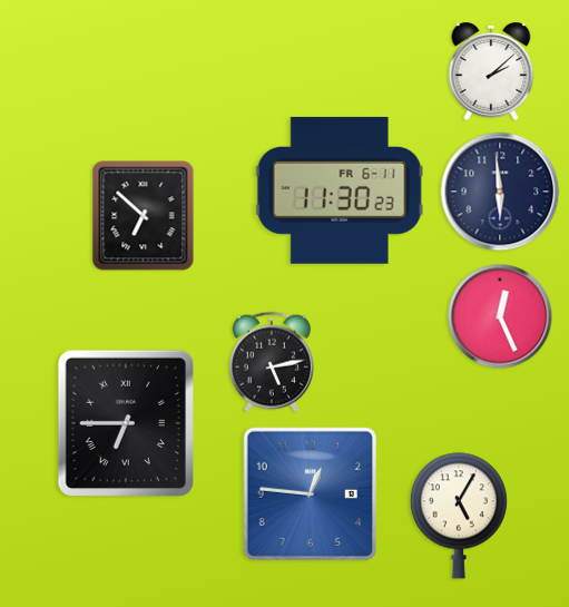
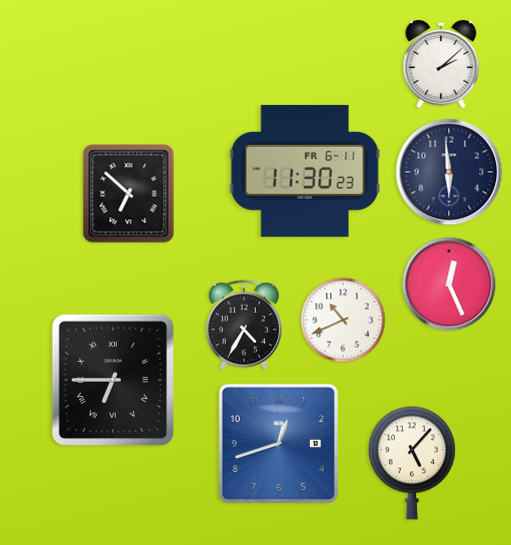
clock at (343, 320): none -> 10:41
clock at (272, 362): 5:13 -> 4:35
clock at (310, 493): 12:46 -> 12:42
clock at (459, 516): 5:05 -> 5:07
